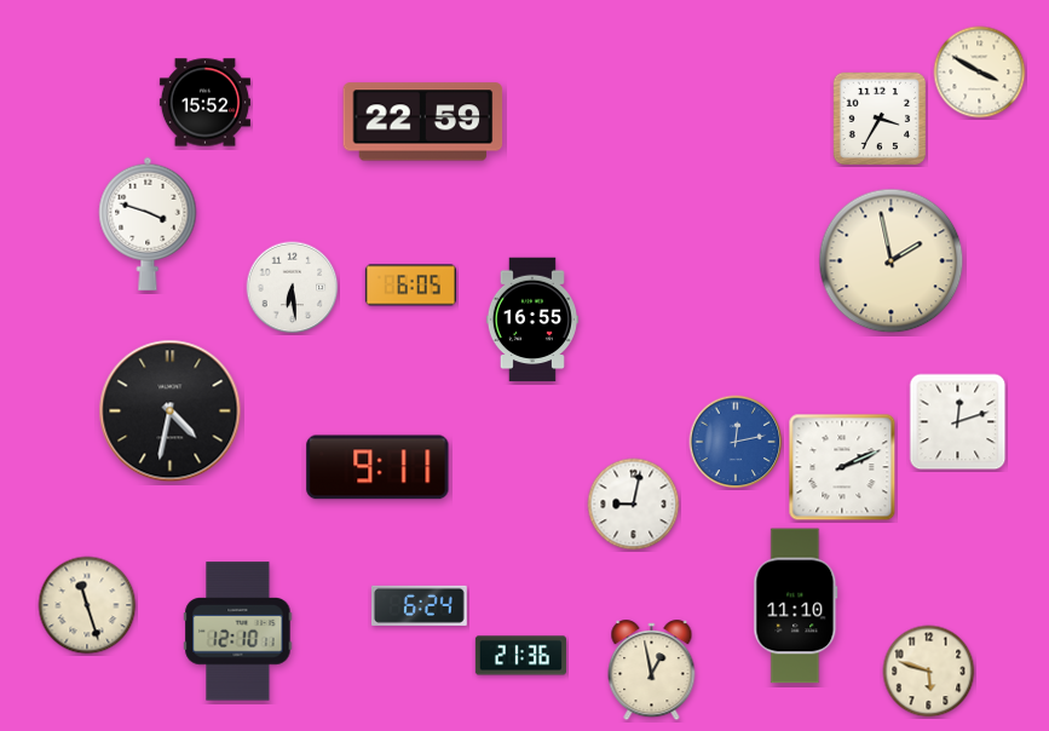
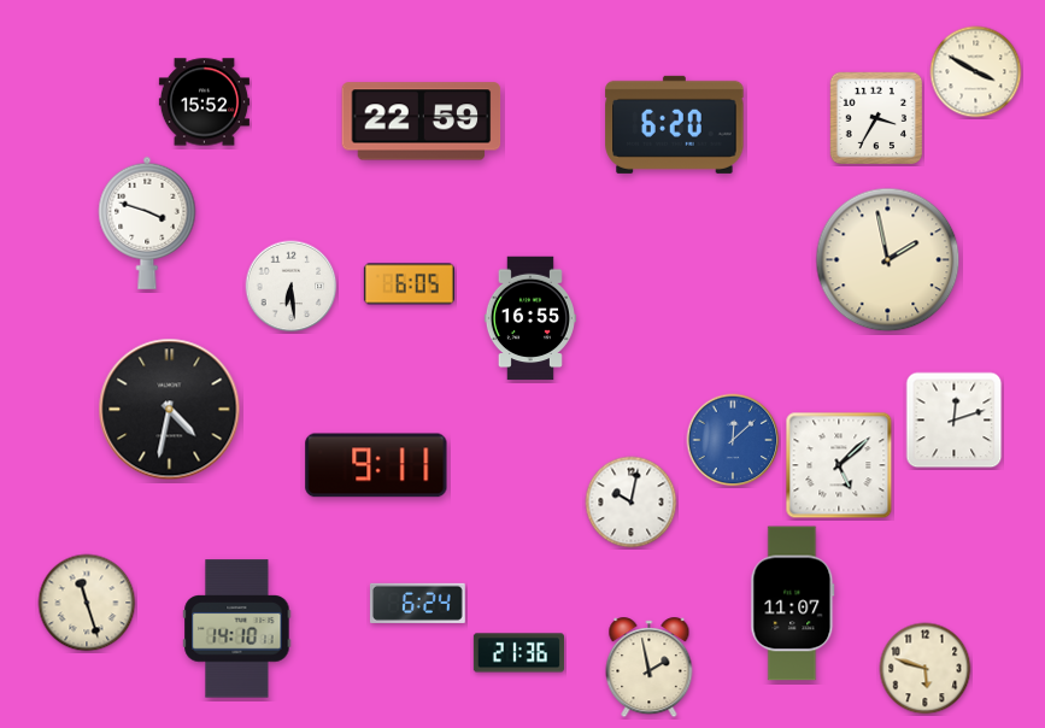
clock at (675, 124): none -> 6:20
clock at (736, 442): 12:13 -> 12:08
clock at (842, 467): 2:11 -> 5:08
clock at (634, 505): 9:02 -> 10:02
clock at (796, 606): 11:10 -> 11:07
clock at (238, 632): 12:10 -> 14:10
clock at (652, 670): 12:58 -> 1:58
